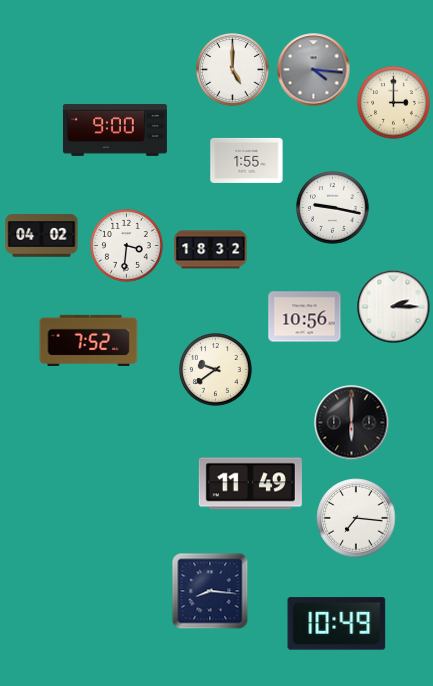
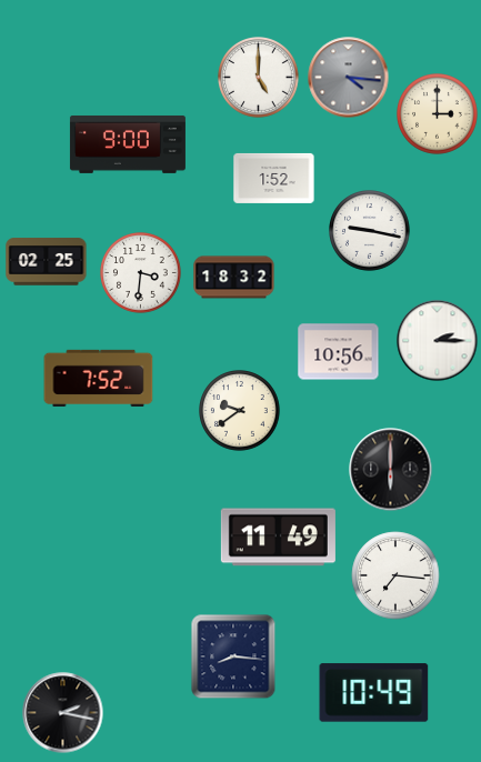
clock at (247, 160): 1:55 -> 1:52
clock at (42, 236): 04:02 -> 02:25
clock at (63, 713): none -> 2:17
